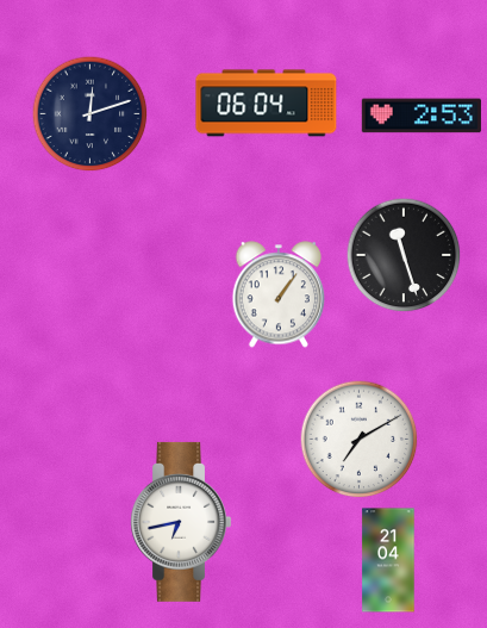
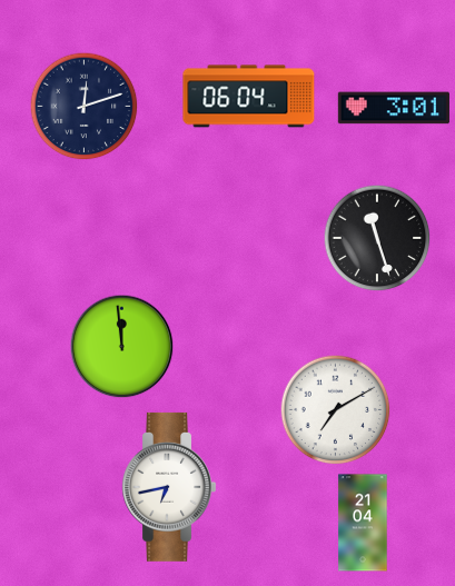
clock at (422, 116): 2:53 -> 3:01
clock at (279, 294): 1:06 -> none
clock at (122, 347): none -> 11:59
